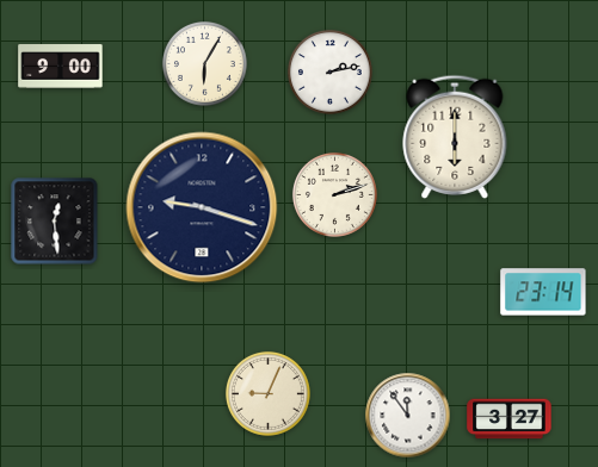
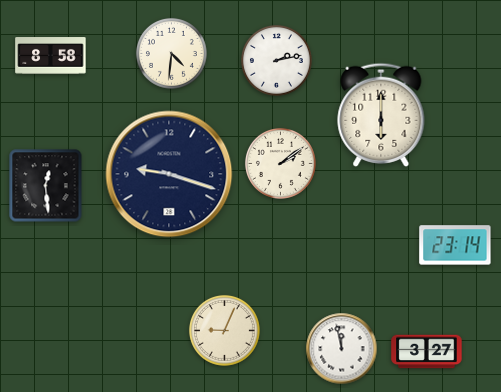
clock at (204, 63): 6:05 -> 4:31
clock at (61, 67): 9:00 -> 8:58
clock at (334, 194): 2:12 -> 2:09
clock at (408, 416): 11:54 -> 11:58
